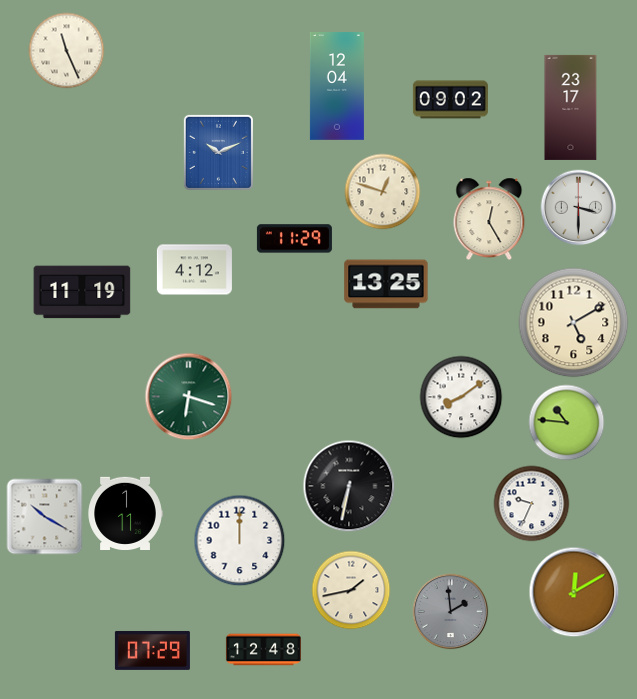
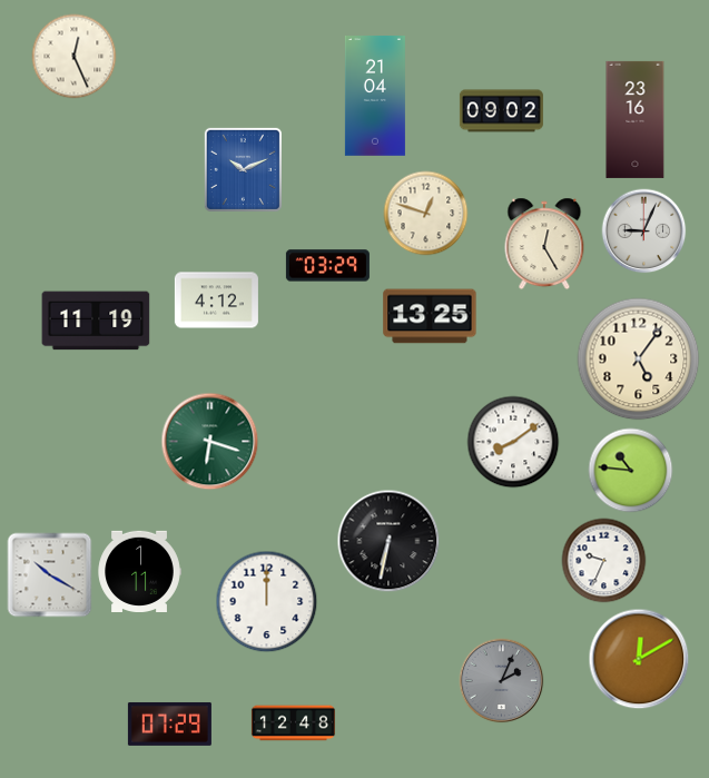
clock at (67, 51): 11:26 -> 12:26
clock at (337, 87): 12:04 -> 21:04
clock at (571, 107): 23:17 -> 23:16
clock at (579, 208): 3:30 -> 9:04
clock at (294, 239): 11:29 -> 03:29
clock at (82, 292) position: (82, 292) -> (96, 321)
clock at (574, 323): 5:10 -> 5:06
clock at (532, 504) position: (532, 504) -> (604, 561)
clock at (351, 590): 1:43 -> none
clock at (451, 612): 1:59 -> 2:04
